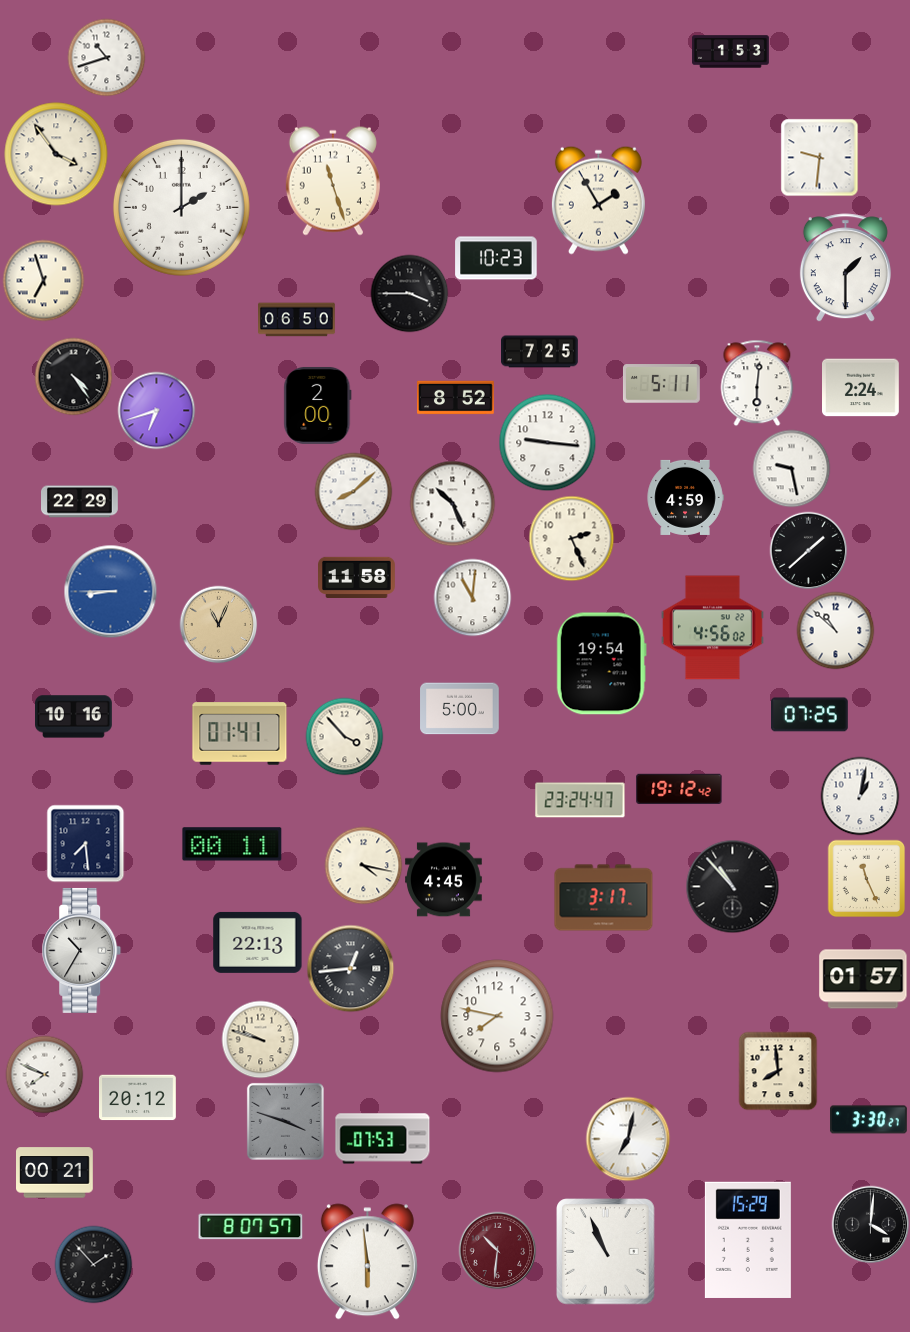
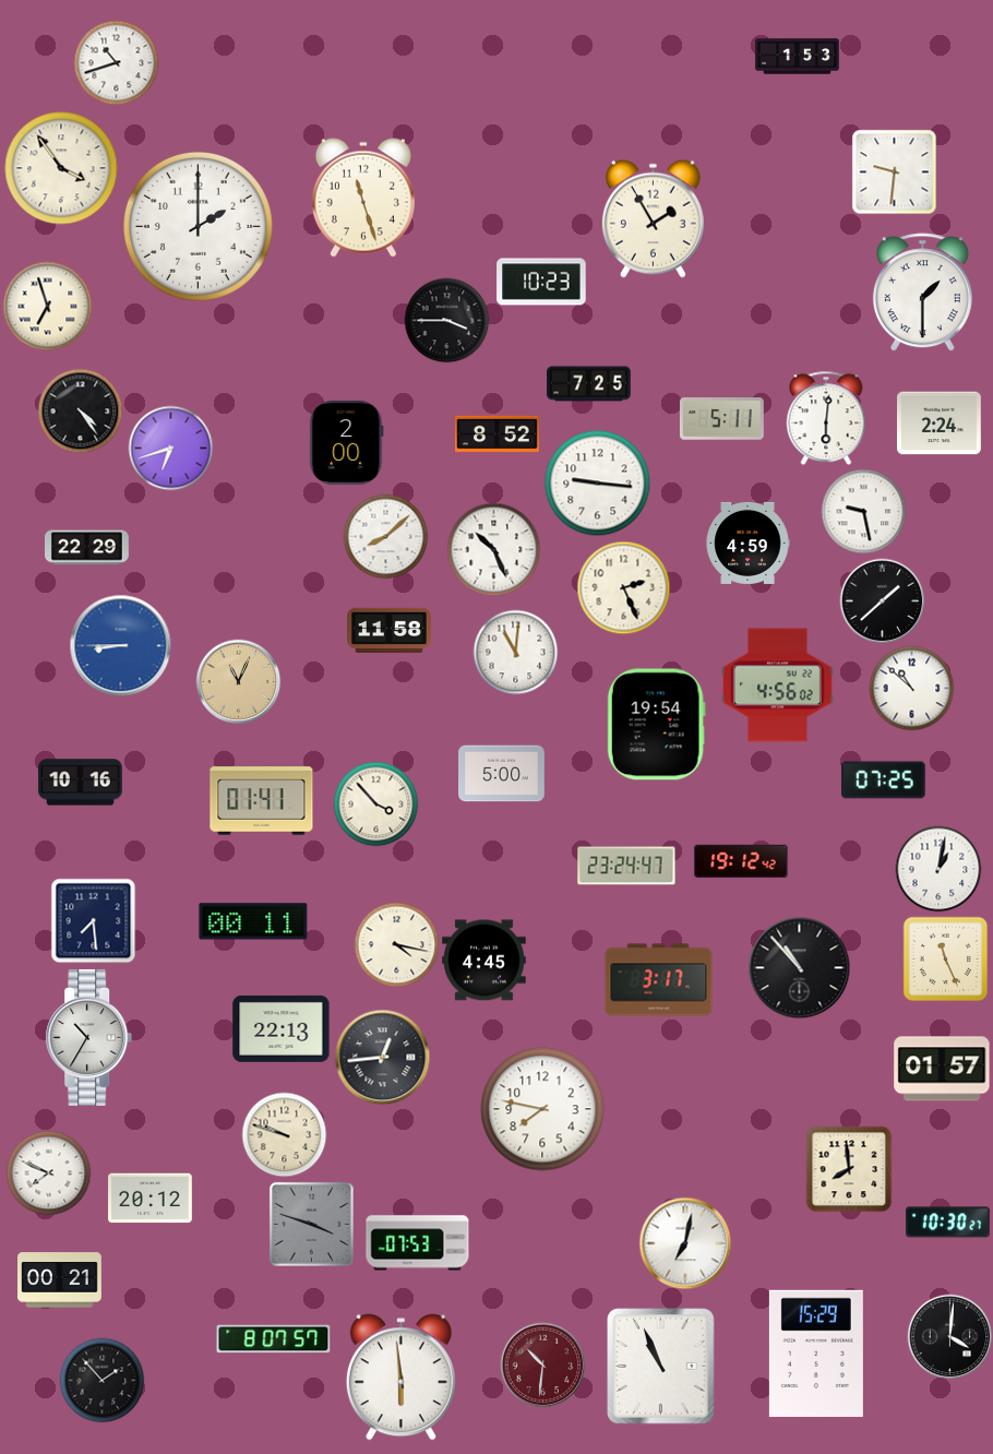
clock at (297, 320): 06:50 -> none
clock at (580, 800) position: (580, 800) -> (626, 866)
clock at (869, 1120): 3:30 -> 10:30
